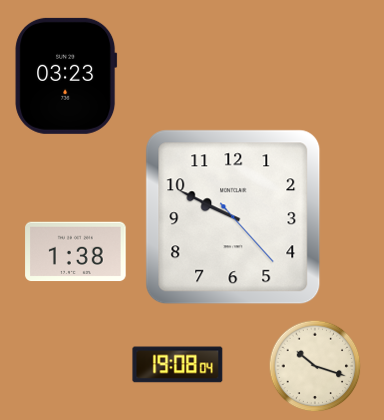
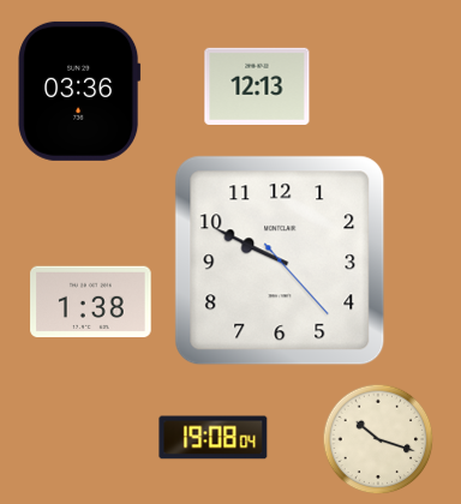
clock at (257, 86): none -> 12:13
clock at (66, 76): 03:23 -> 03:36
